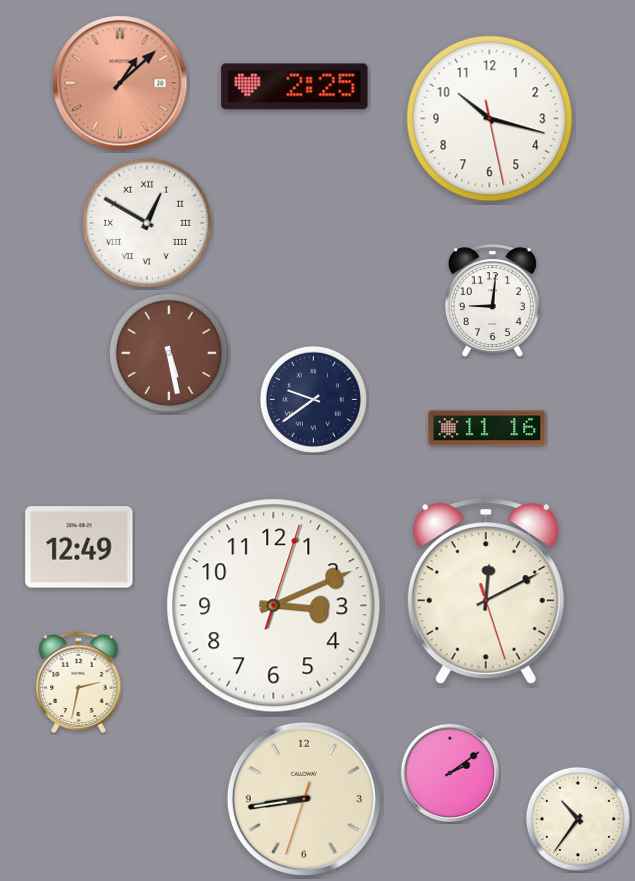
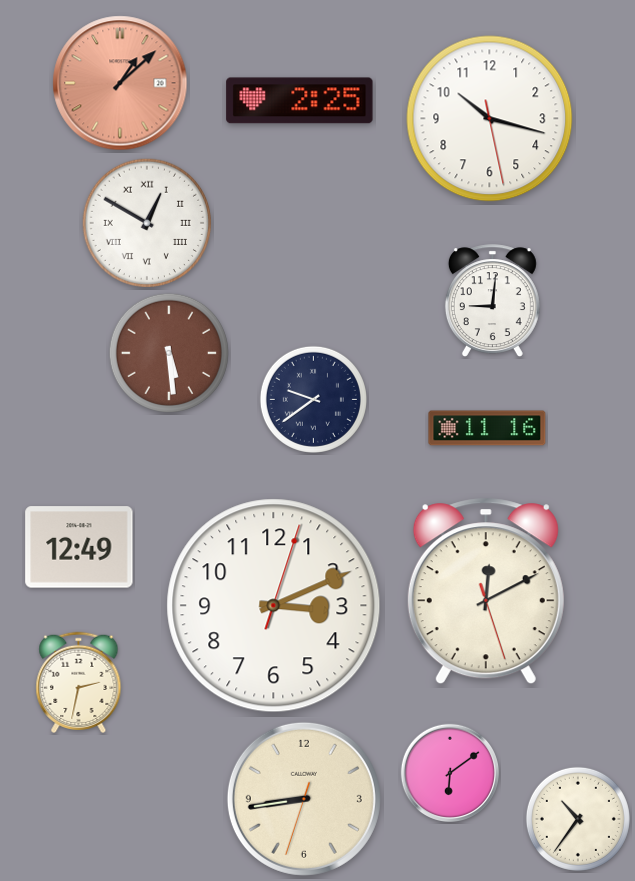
clock at (295, 87) position: (295, 87) -> (300, 101)
clock at (169, 353): 5:28 -> 5:29
clock at (449, 772): 2:09 -> 6:09
